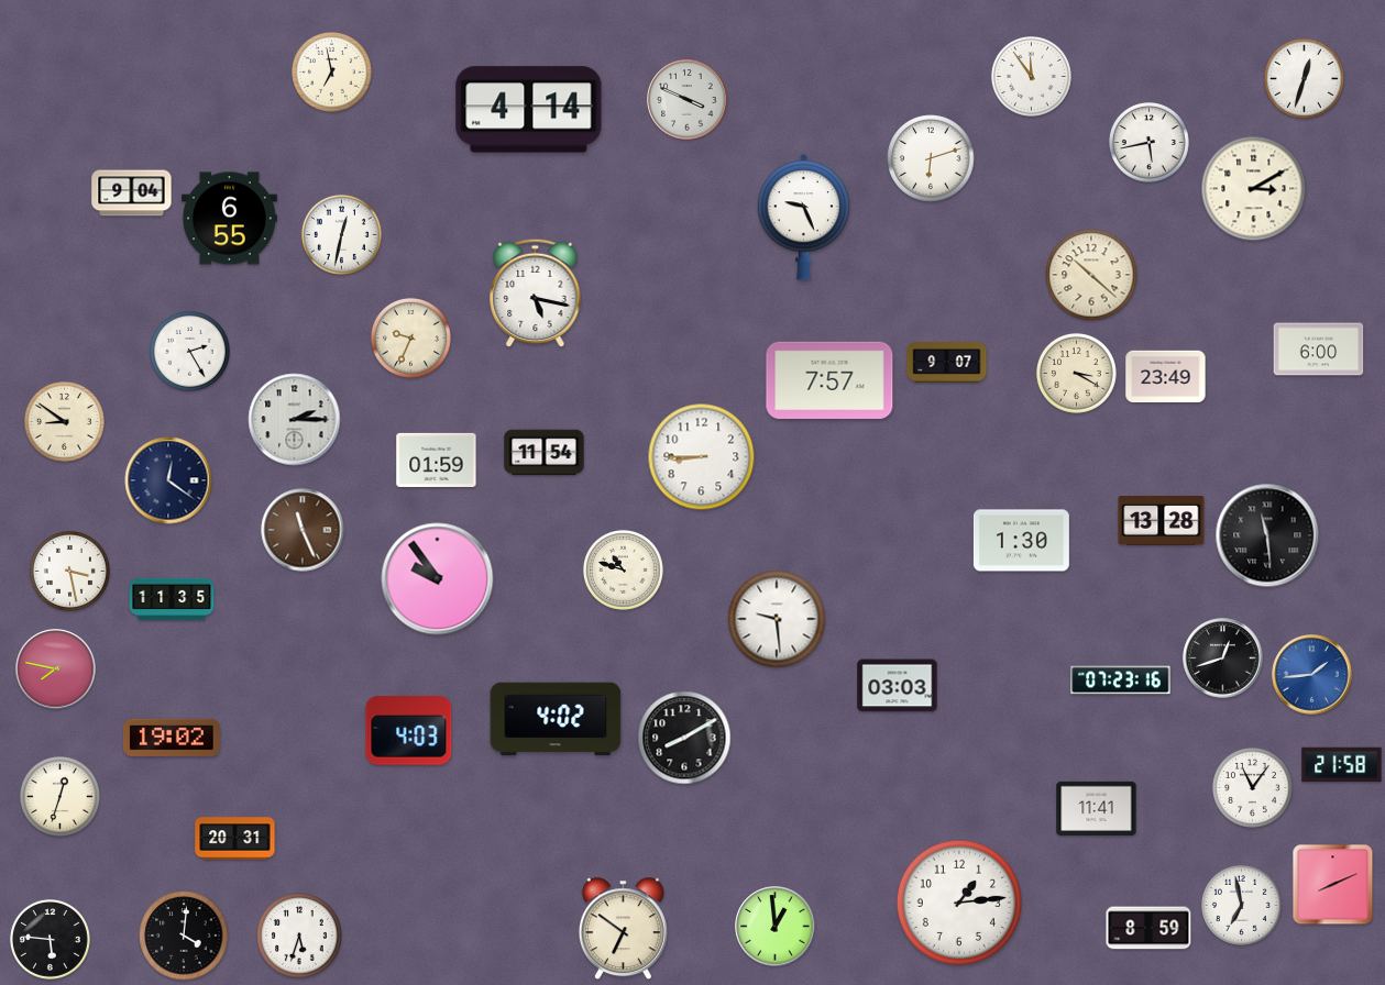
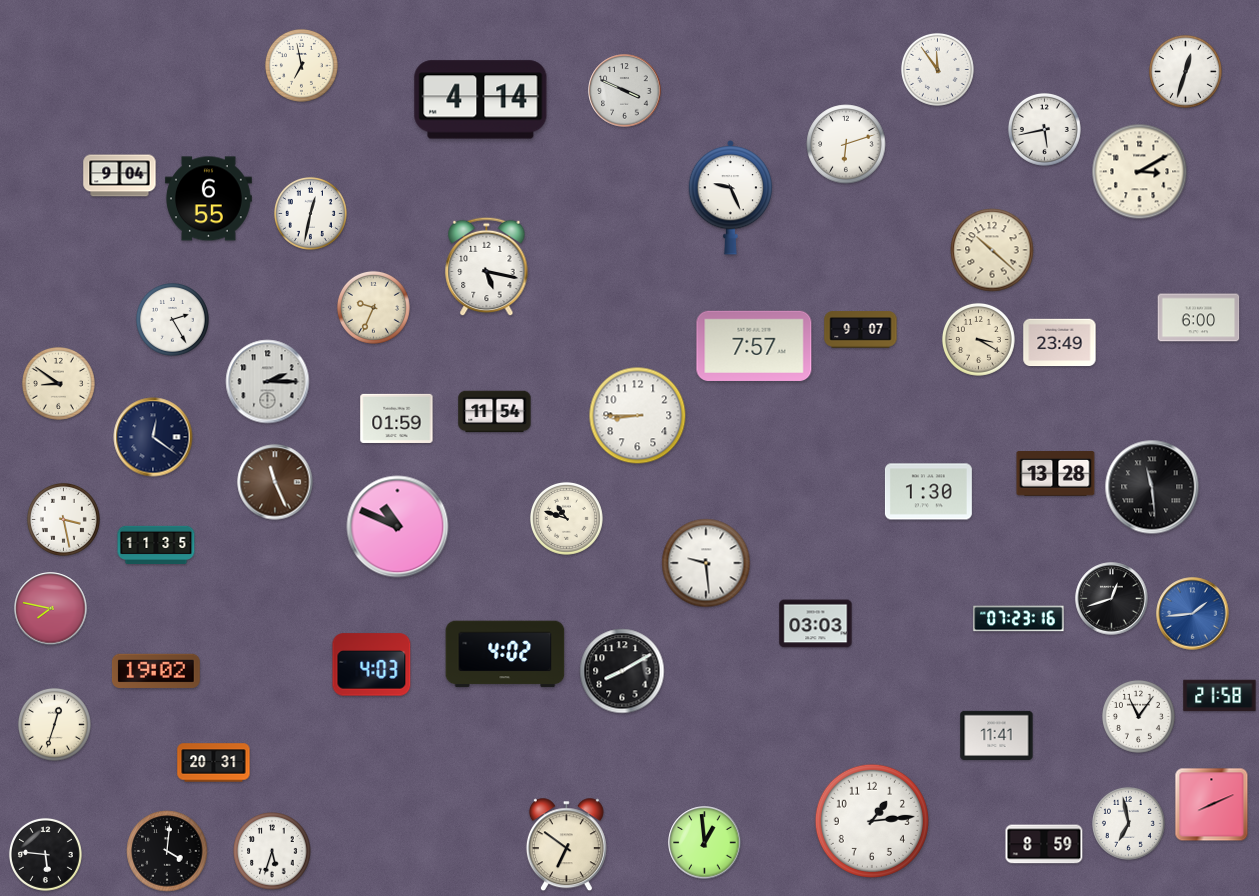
clock at (438, 579): 9:54 -> 10:49
